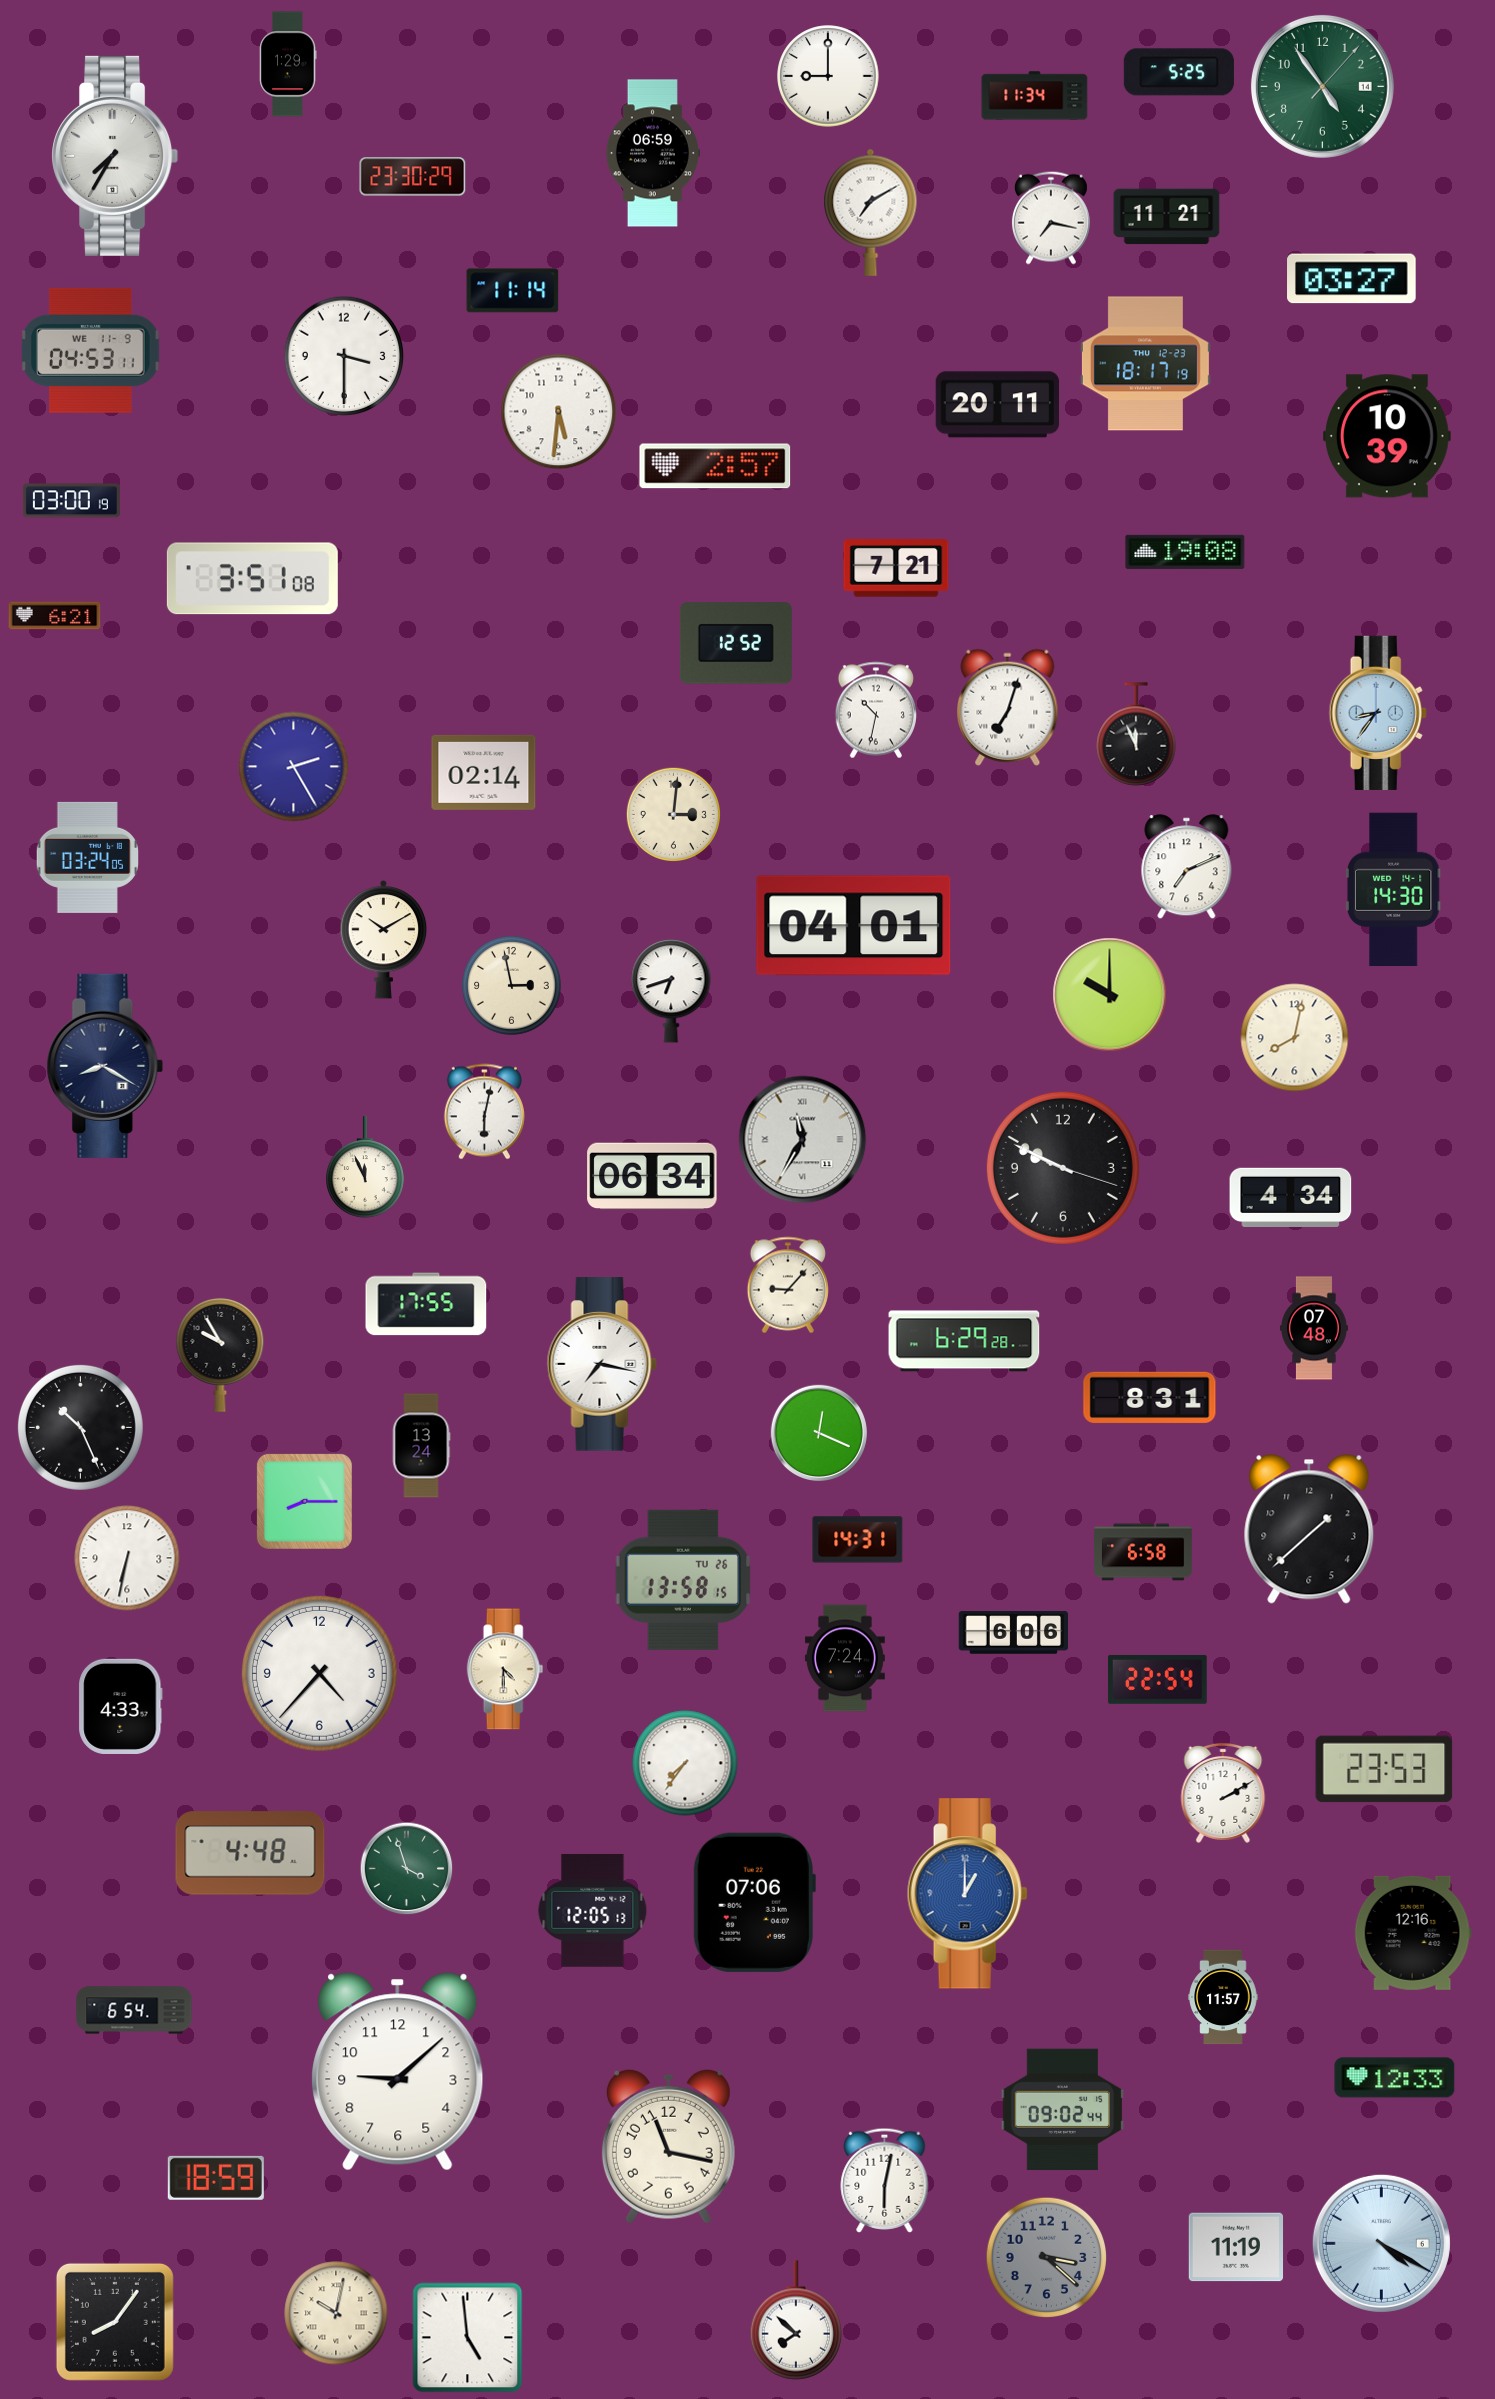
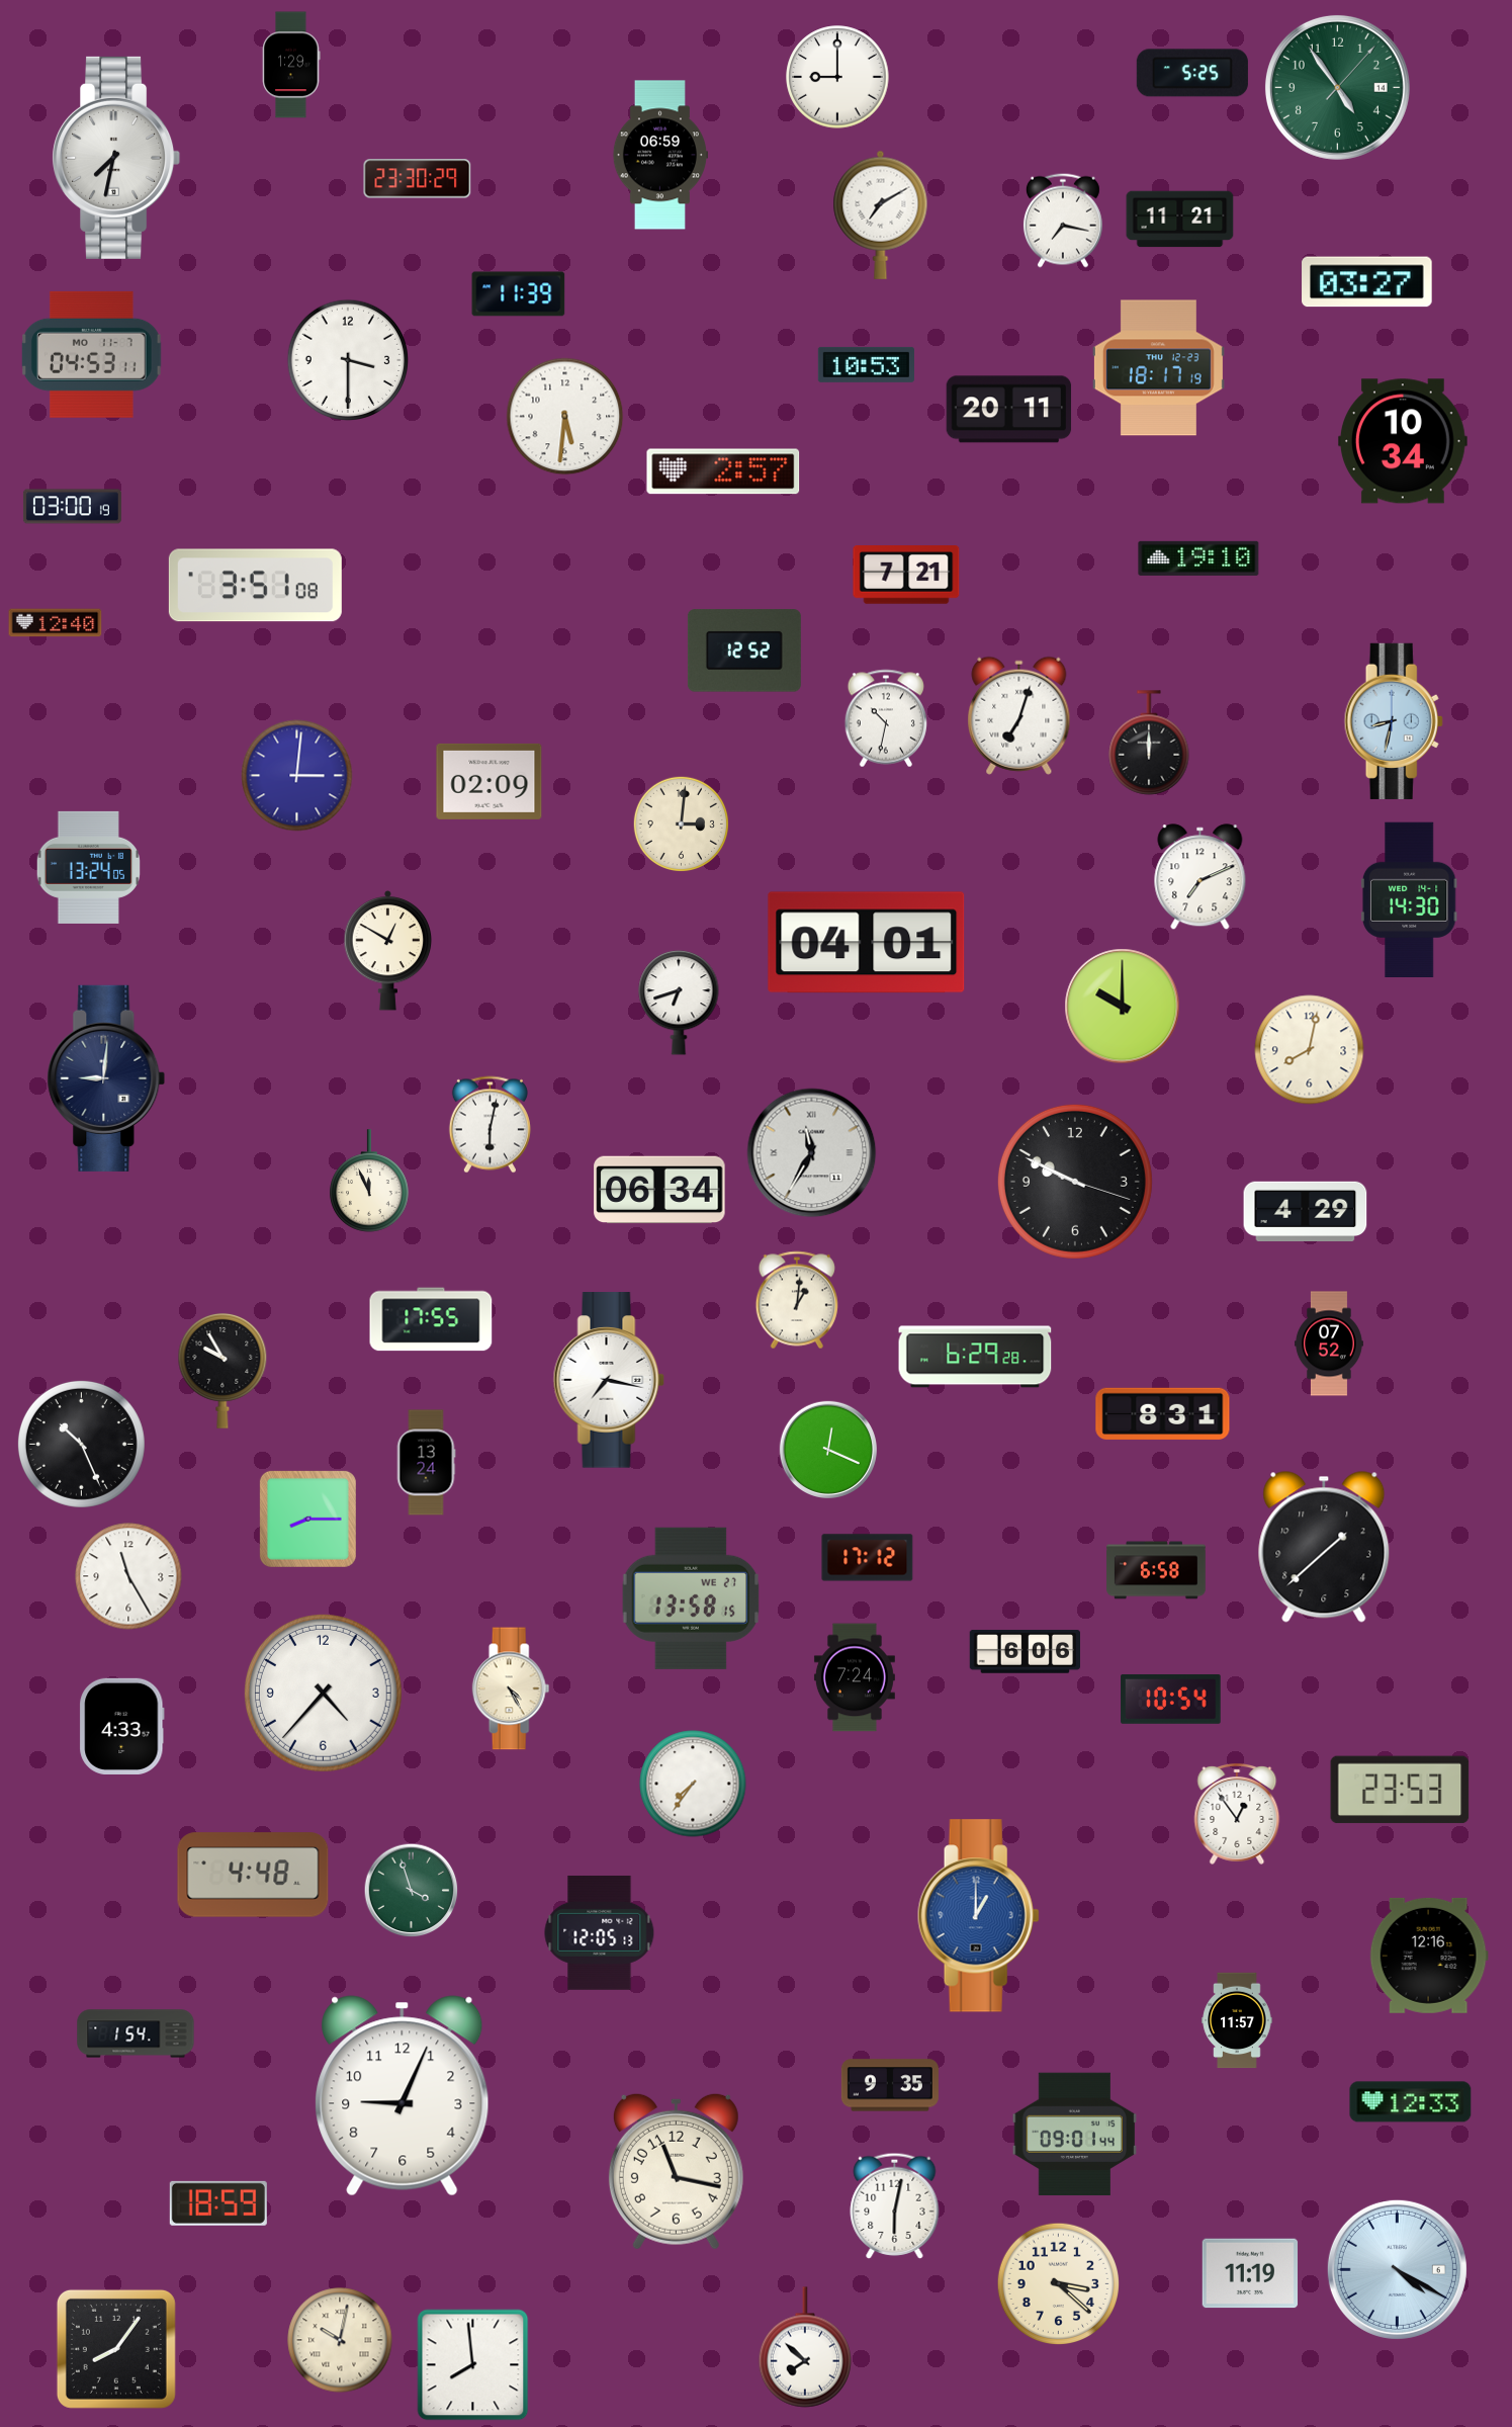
clock at (1035, 96): 11:34 -> none
clock at (115, 156): 7:35 -> 7:32
clock at (513, 291): 11:14 -> 11:39
clock at (90, 350) date: WE 11-9 -> MO 11-7
clock at (866, 364): none -> 10:53
clock at (1387, 436): 10:39 -> 10:34
clock at (1185, 552): 19:08 -> 19:10
clock at (55, 616): 6:21 -> 12:40
clock at (1378, 713): 8:36 -> 8:32
clock at (1136, 734): 11:56 -> 12:00
clock at (294, 767): 2:25 -> 3:01
clock at (484, 772): 02:14 -> 02:09
clock at (87, 857): 03:24 -> 13:24
clock at (854, 926) position: (854, 926) -> (867, 943)
clock at (384, 939): 10:10 -> 12:50
clock at (512, 986): 2:58 -> none
clock at (105, 1066): 8:20 -> 9:01
clock at (1291, 1197): 4:34 -> 4:29
clock at (787, 1285): 9:07 -> 1:01
clock at (1314, 1328): 07:48 -> 07:52
clock at (858, 1540): 14:31 -> 17:12
clock at (127, 1558): 6:32 -> 11:25
clock at (683, 1580) date: TU 26 -> WE 27
clock at (505, 1669): 4:30 -> 4:25
clock at (1158, 1679): 22:54 -> 10:54
clock at (1223, 1793): 2:10 -> 12:54
clock at (754, 1902): 07:06 -> none
clock at (134, 2010): 6:54 -> 1:54
clock at (890, 2085): none -> 9:35
clock at (398, 2072): 9:08 -> 9:04
clock at (1063, 2110): 09:02 -> 09:01
clock at (1046, 2257) dial: grey -> cream
clock at (468, 2338): 4:59 -> 7:59
